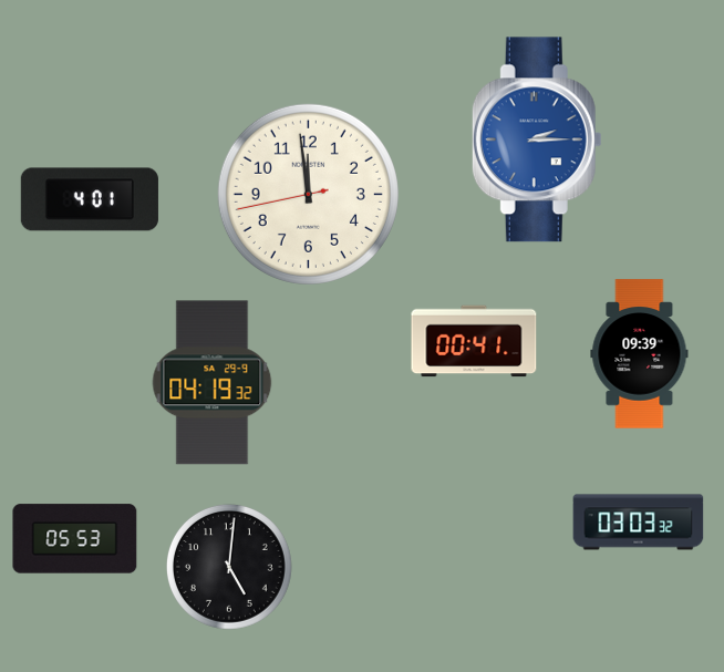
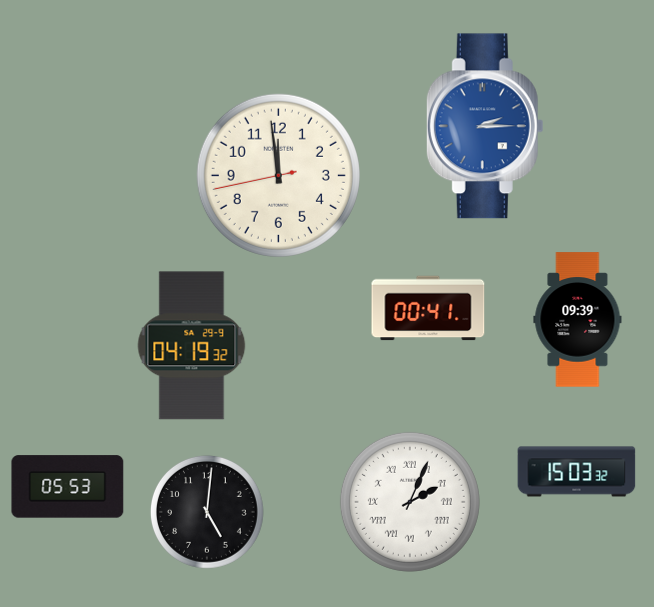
clock at (90, 199): 4:01 -> none
clock at (639, 523): 03:03 -> 15:03
clock at (410, 502): none -> 2:04
